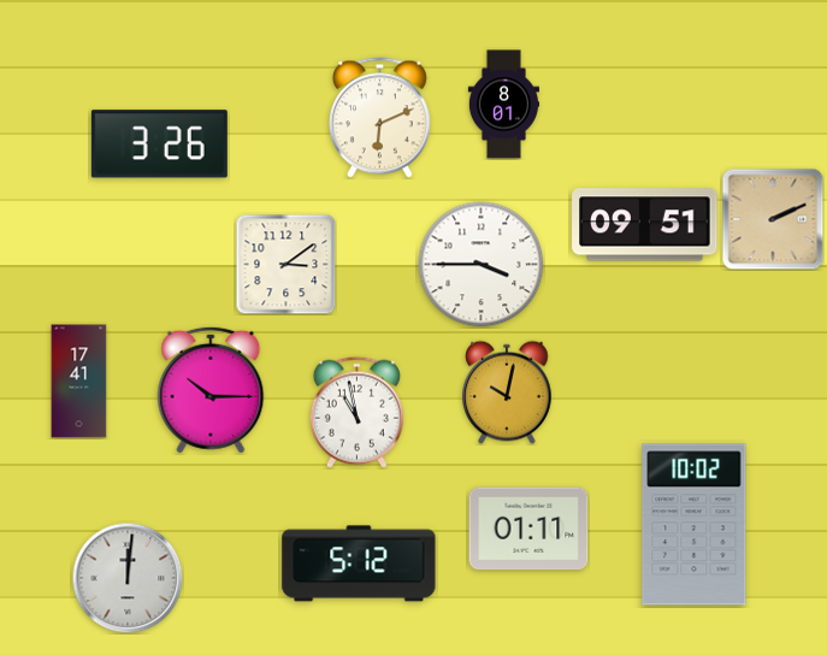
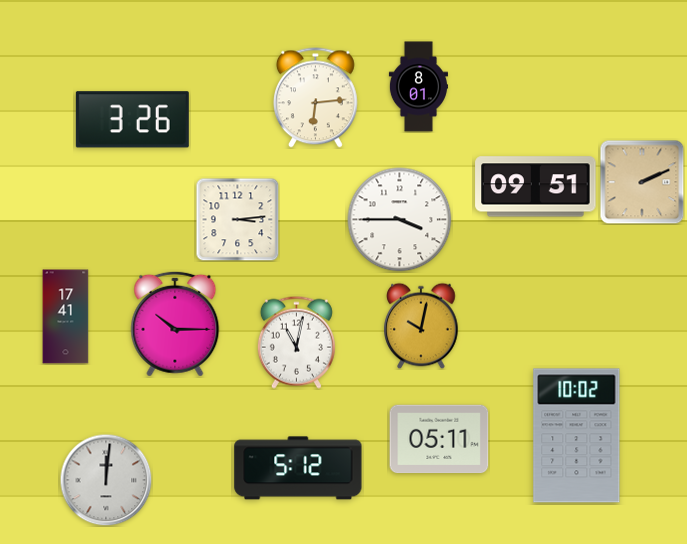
clock at (379, 118): 6:11 -> 6:14
clock at (285, 264): 3:09 -> 3:14
clock at (356, 412): 10:58 -> 11:02
clock at (528, 529): 01:11 -> 05:11
